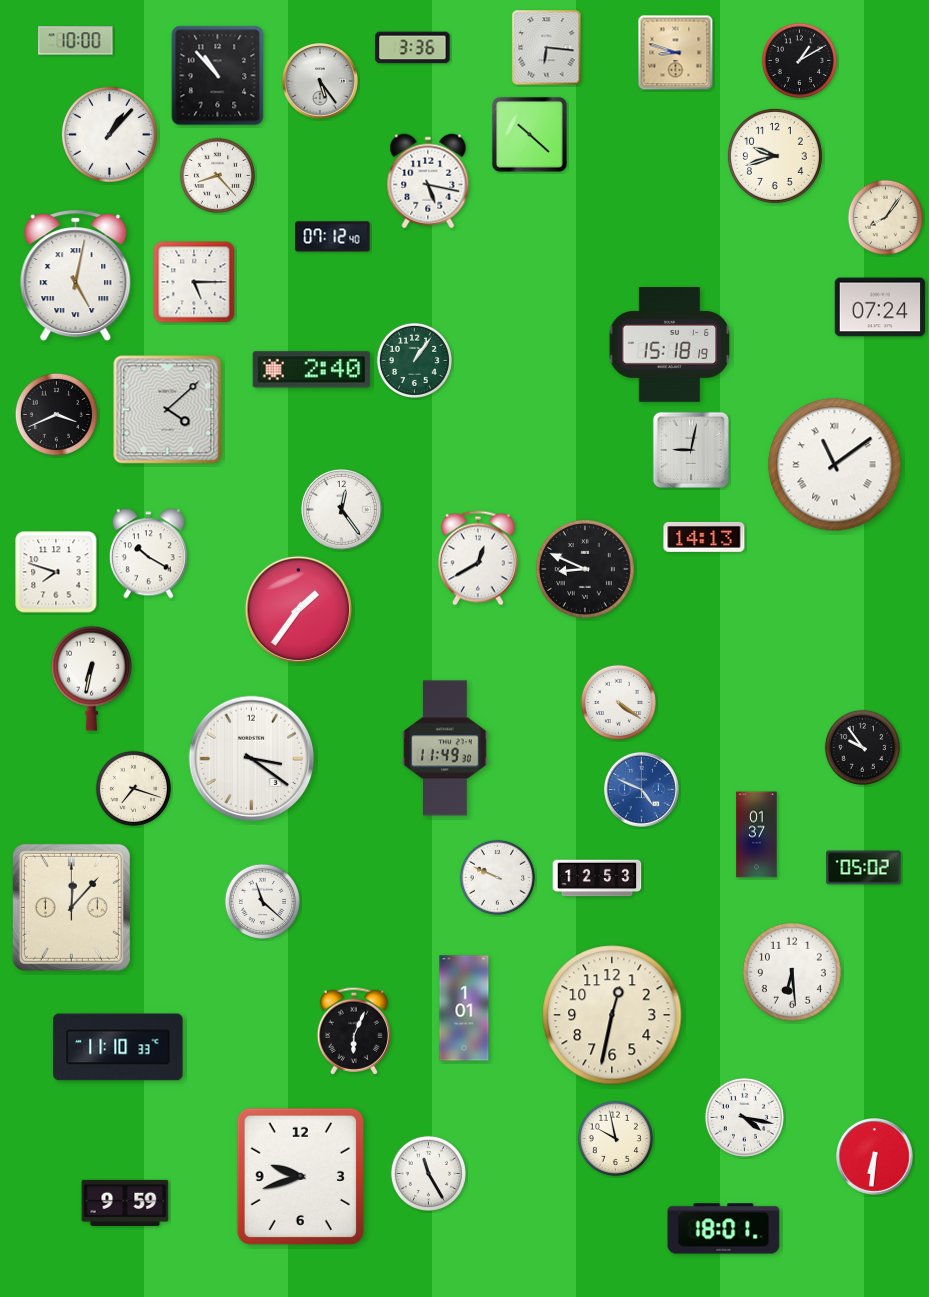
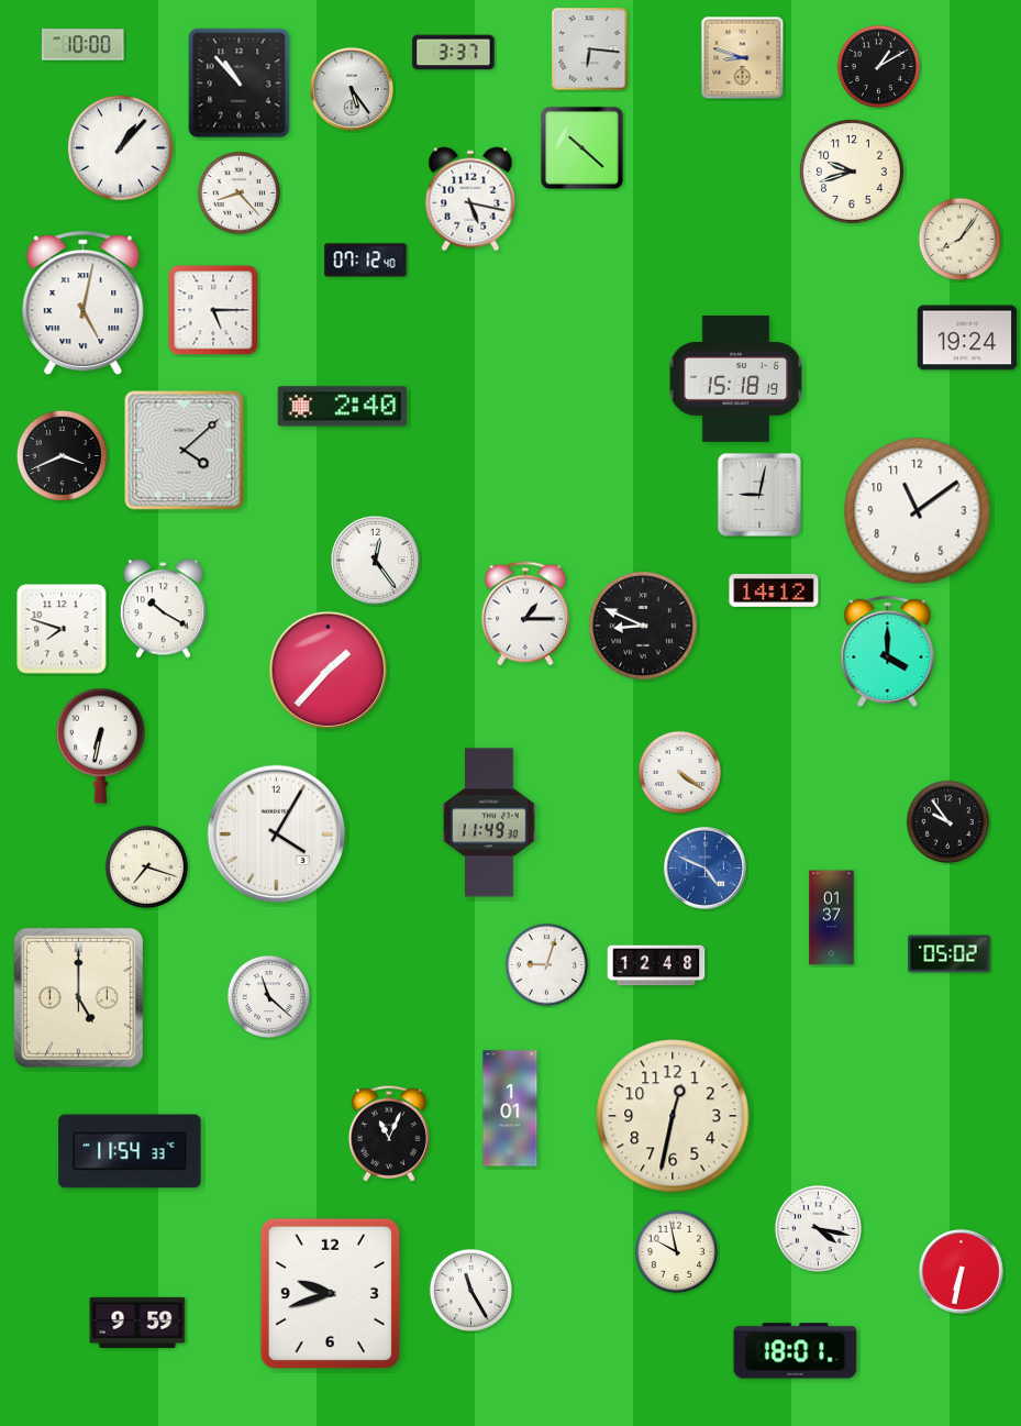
clock at (413, 48): 3:36 -> 3:37
clock at (547, 48) position: (547, 48) -> (590, 49)
clock at (885, 217) position: (885, 217) -> (959, 239)
clock at (880, 307): 07:24 -> 19:24
clock at (414, 360): 1:06 -> none
clock at (835, 465) numerals: Roman -> Arabic
clock at (704, 537): 14:13 -> 14:12
clock at (478, 558): 12:40 -> 1:15
clock at (888, 651): none -> 4:00
clock at (298, 609): 1:36 -> 1:37
clock at (252, 759): 3:21 -> 4:05
clock at (497, 877): 9:49 -> 9:03
clock at (597, 878): 12:53 -> 12:48
clock at (262, 901) position: (262, 901) -> (268, 996)
clock at (71, 907): 12:07 -> 5:00
clock at (792, 972): 6:29 -> none
clock at (353, 1031): 6:04 -> 11:04
clock at (118, 1047): 11:10 -> 11:54
clock at (875, 1157): 6:31 -> 6:32
